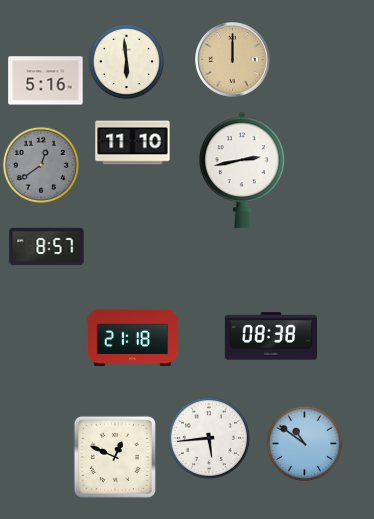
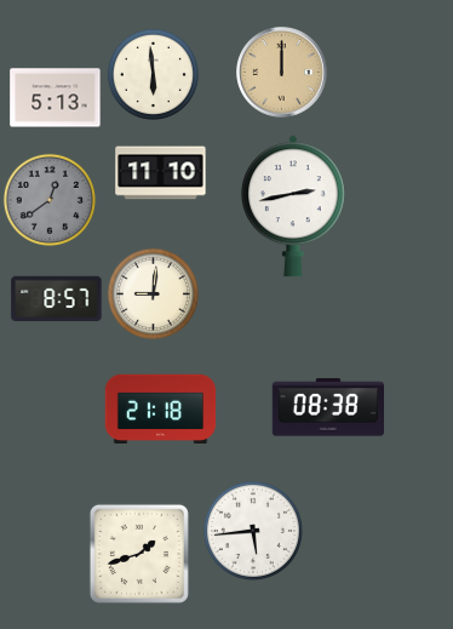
clock at (46, 81): 5:16 -> 5:13
clock at (153, 293): none -> 9:01
clock at (304, 443): 10:51 -> none
clock at (115, 457): 12:49 -> 1:42
